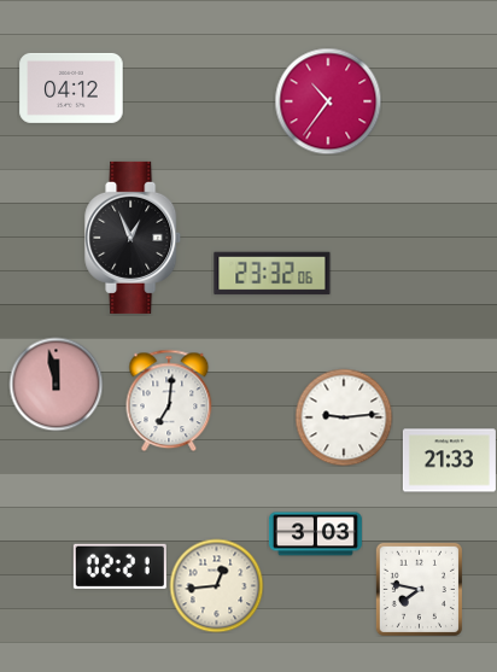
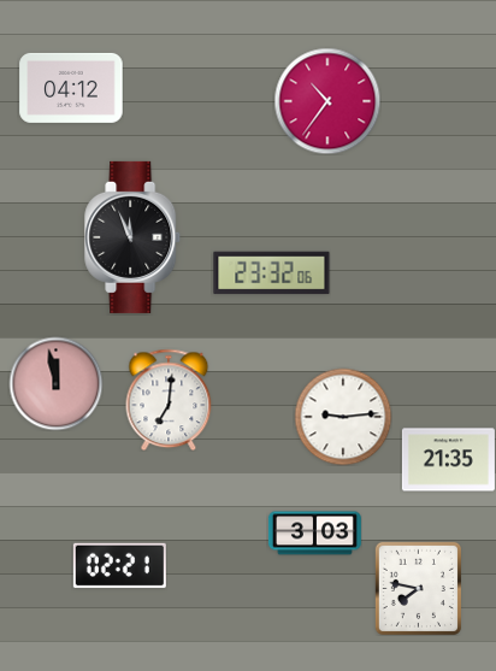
clock at (134, 238): 12:56 -> 11:56
clock at (449, 461): 21:33 -> 21:35
clock at (216, 585): 12:44 -> none
